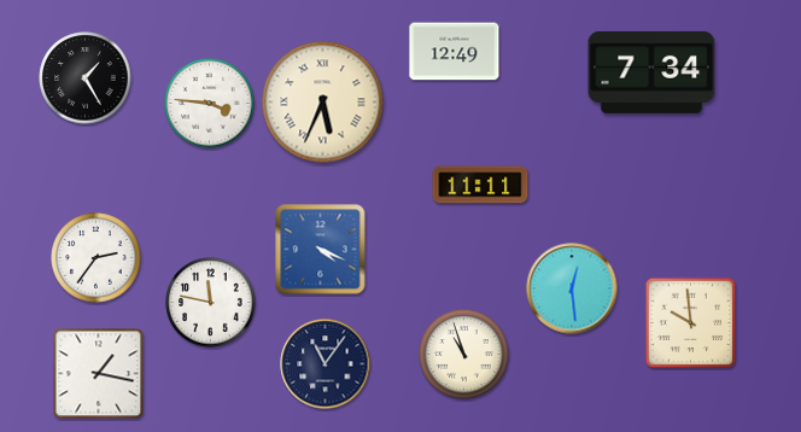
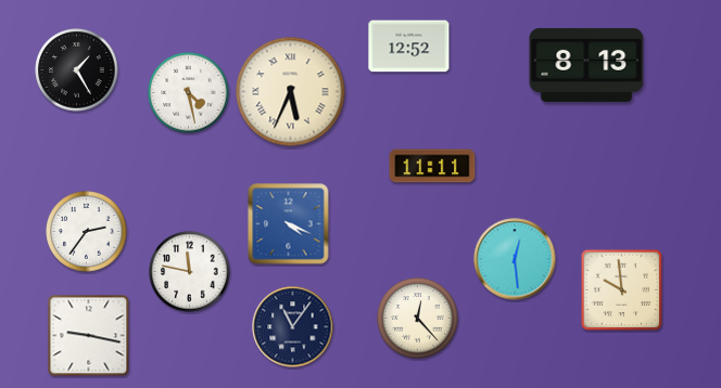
clock at (455, 52): 12:49 -> 12:52
clock at (651, 72): 7:34 -> 8:13
clock at (210, 104): 3:46 -> 4:28
clock at (464, 355): 10:57 -> 12:23
clock at (99, 374): 1:17 -> 9:17
